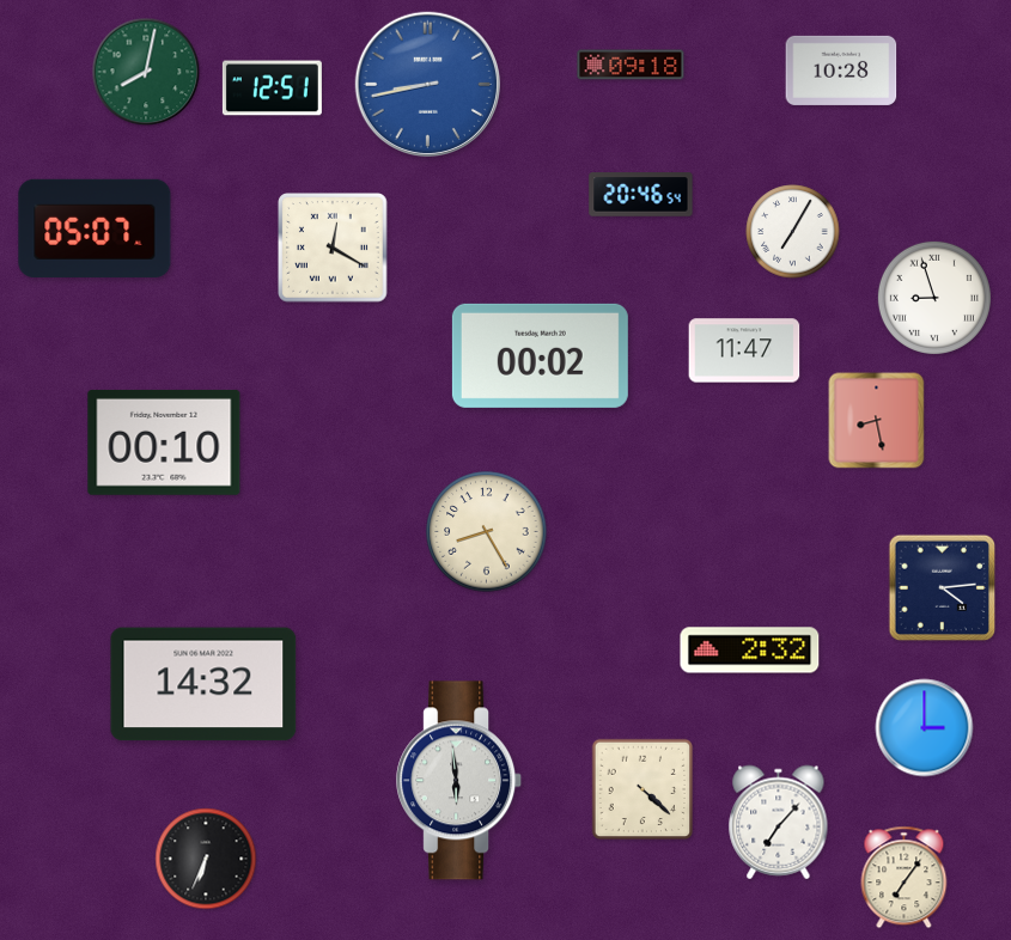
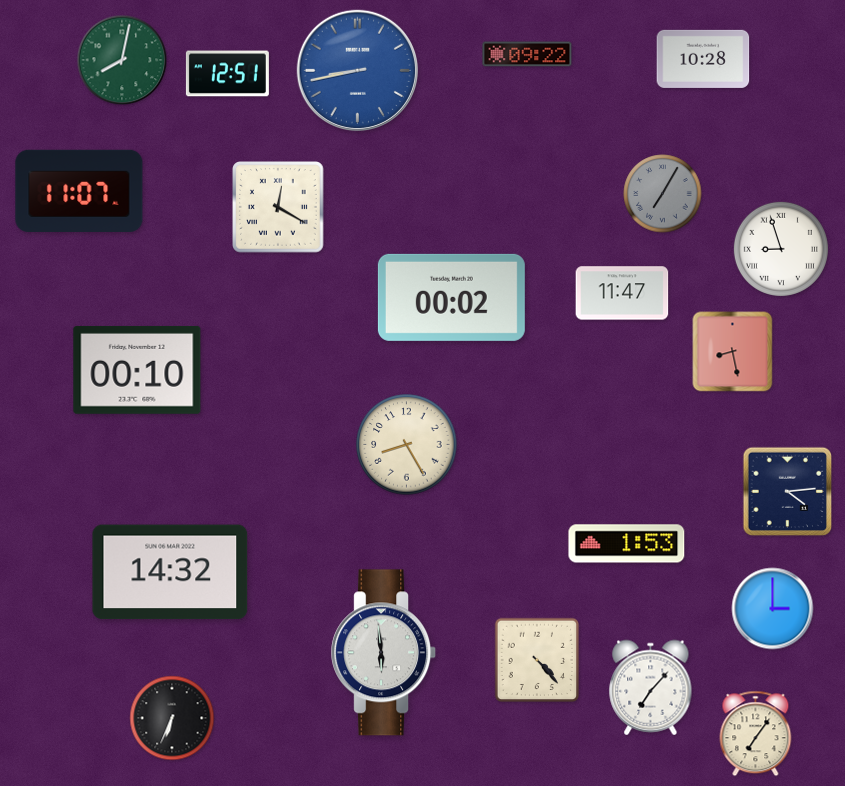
clock at (631, 65): 09:18 -> 09:22
clock at (641, 195): 20:46 -> none
clock at (95, 227): 05:07 -> 11:07
clock at (793, 232) dial: white -> grey
clock at (750, 651): 2:32 -> 1:53
clock at (642, 789): 4:22 -> 4:23
